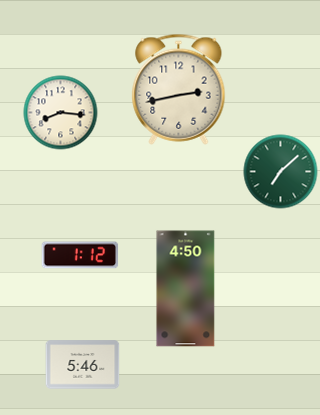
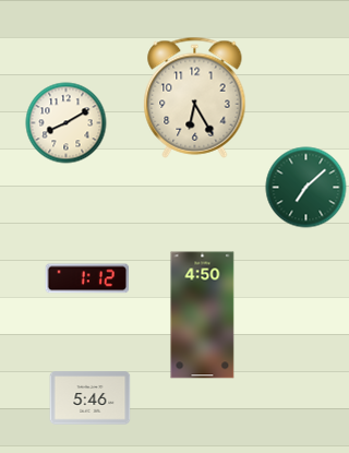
clock at (179, 89): 2:43 -> 6:25
clock at (61, 113): 8:16 -> 8:10
